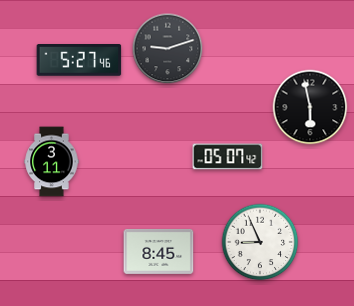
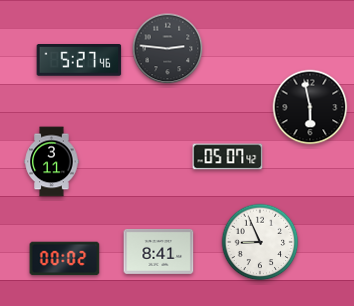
clock at (168, 49): 9:12 -> 2:46
clock at (159, 251): 8:45 -> 8:41
clock at (65, 259): none -> 00:02
